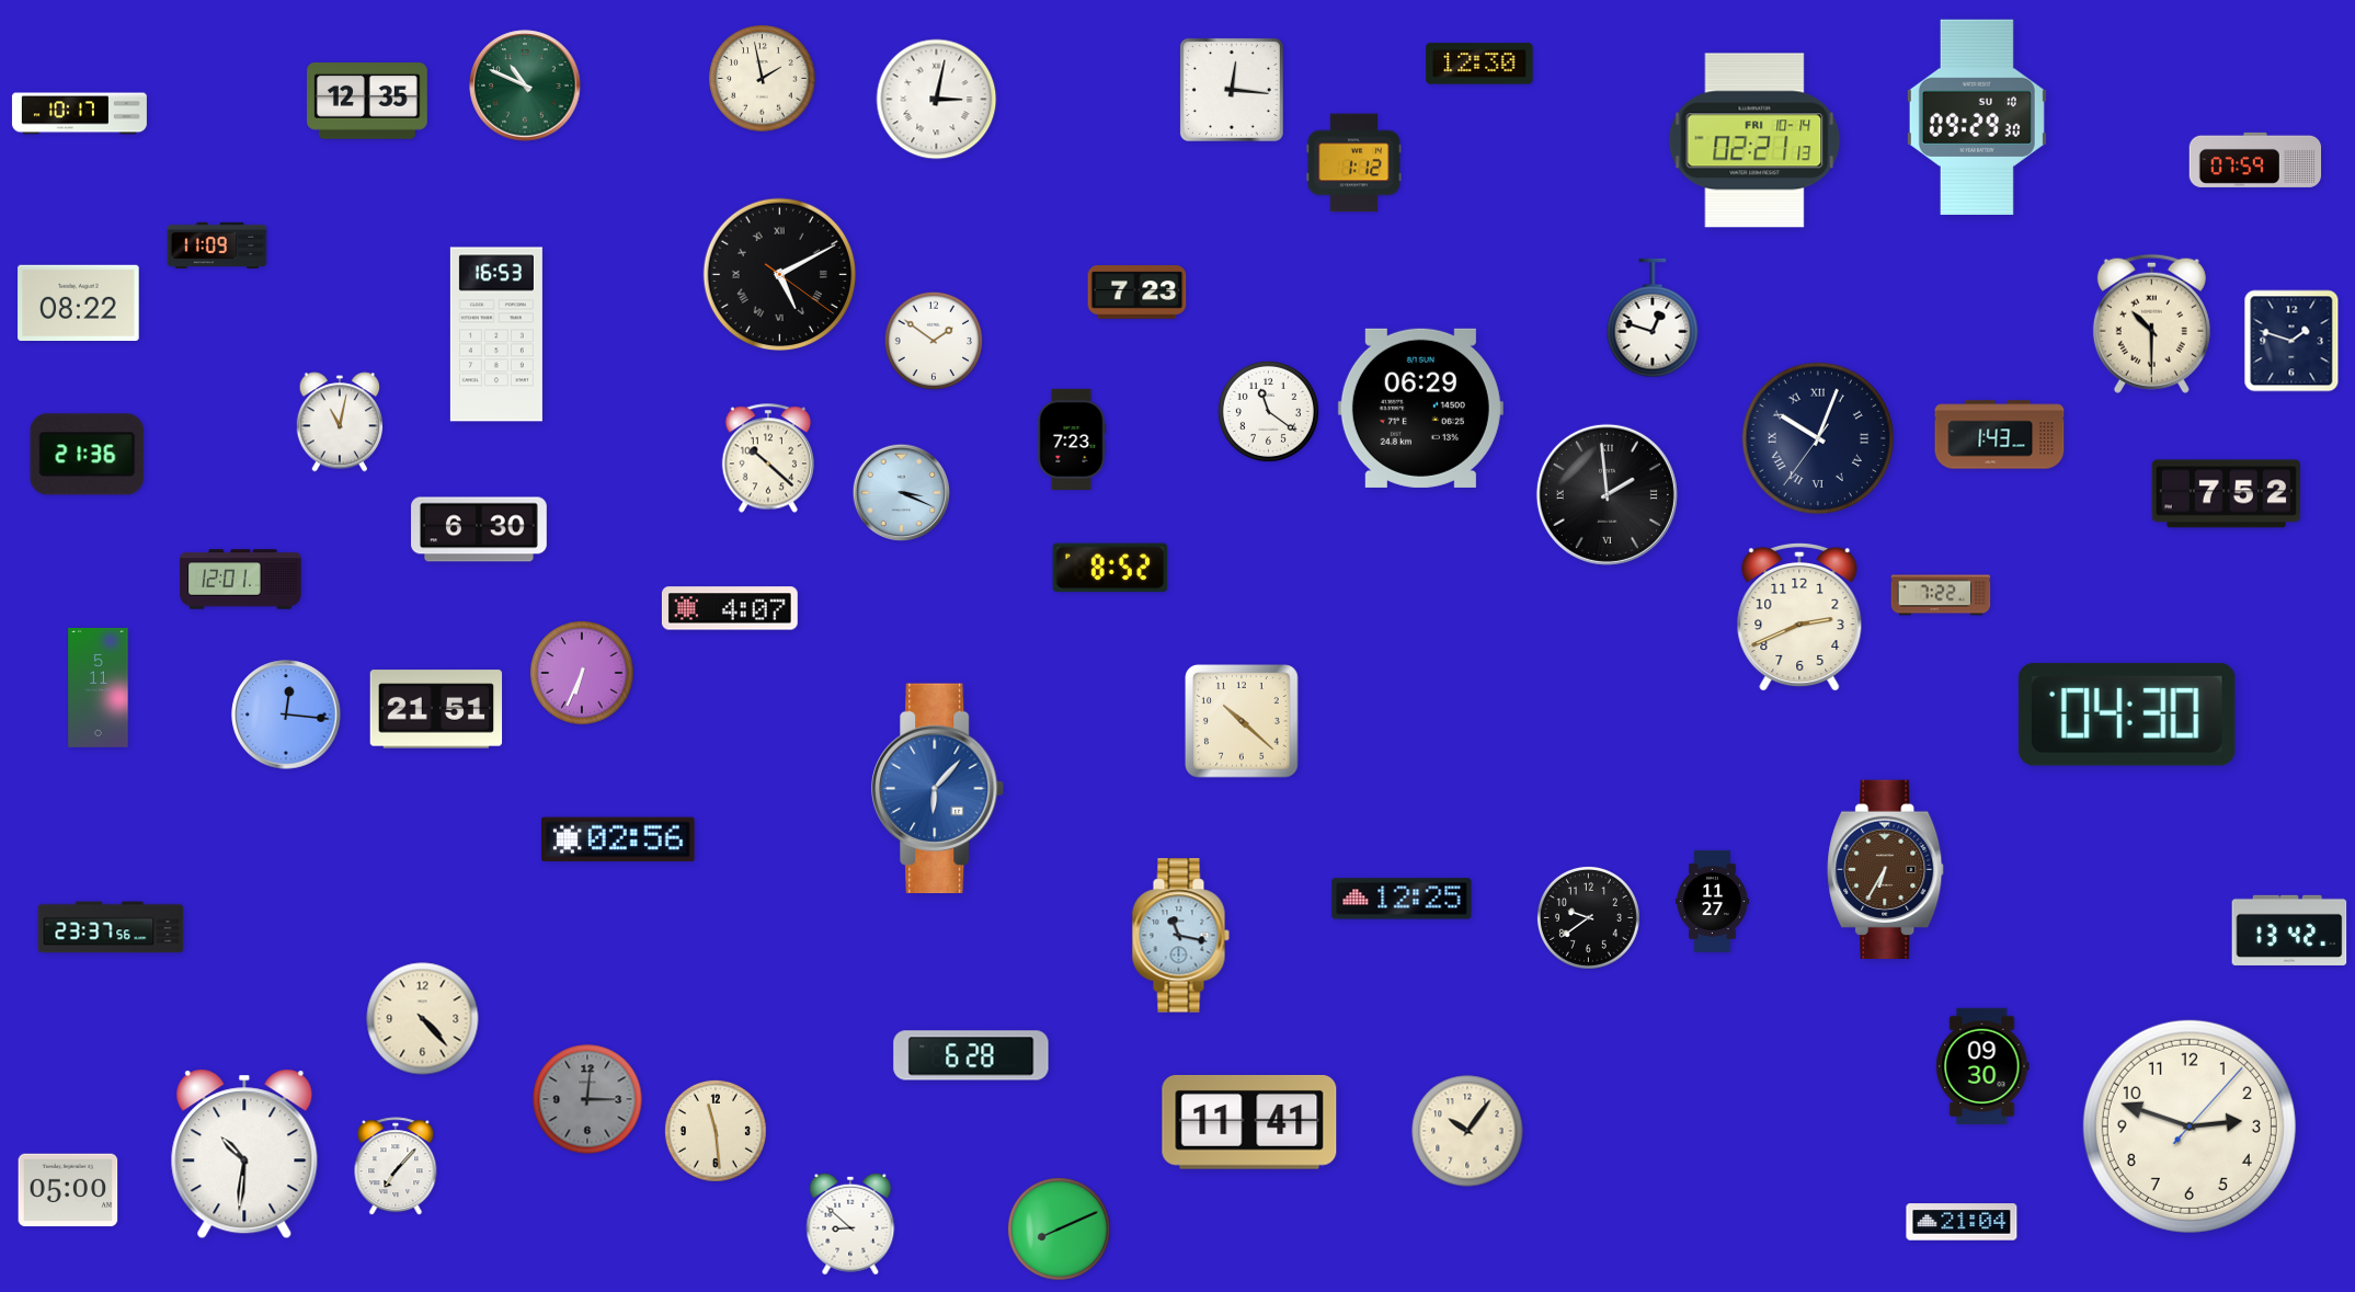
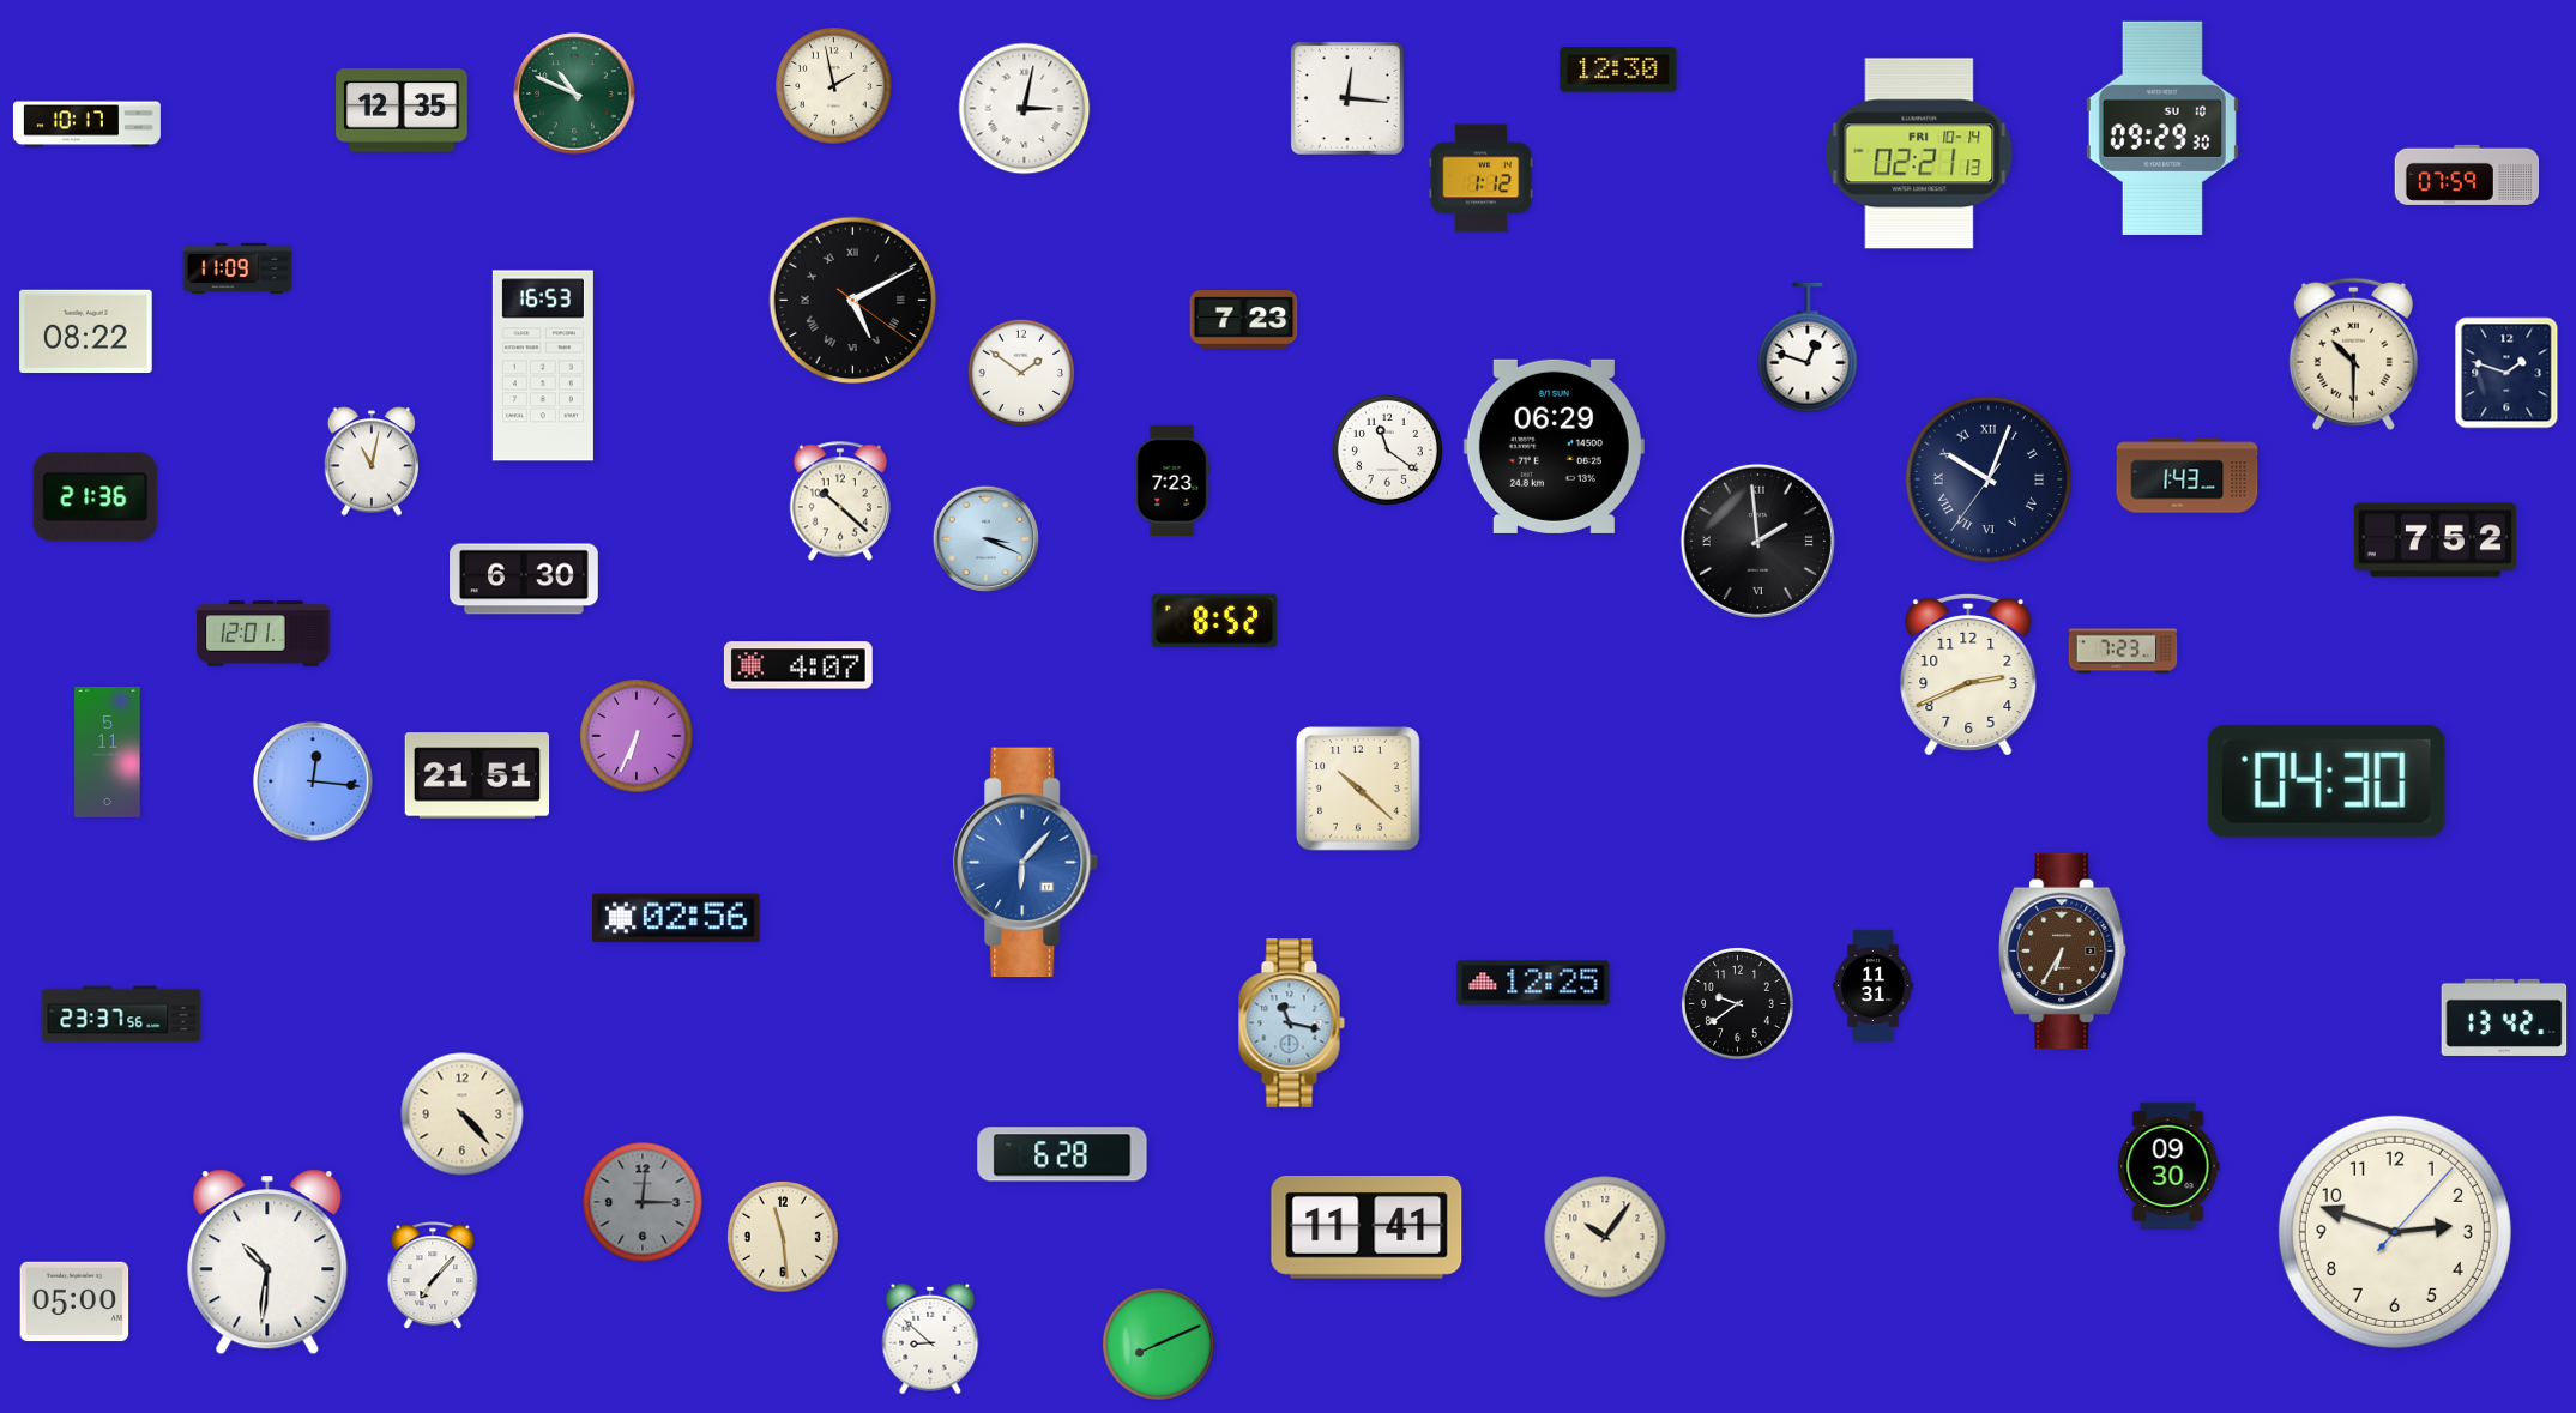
clock at (1941, 595): 7:22 -> 7:23
clock at (1713, 901): 11:27 -> 11:31
clock at (1962, 1222): 21:04 -> none
